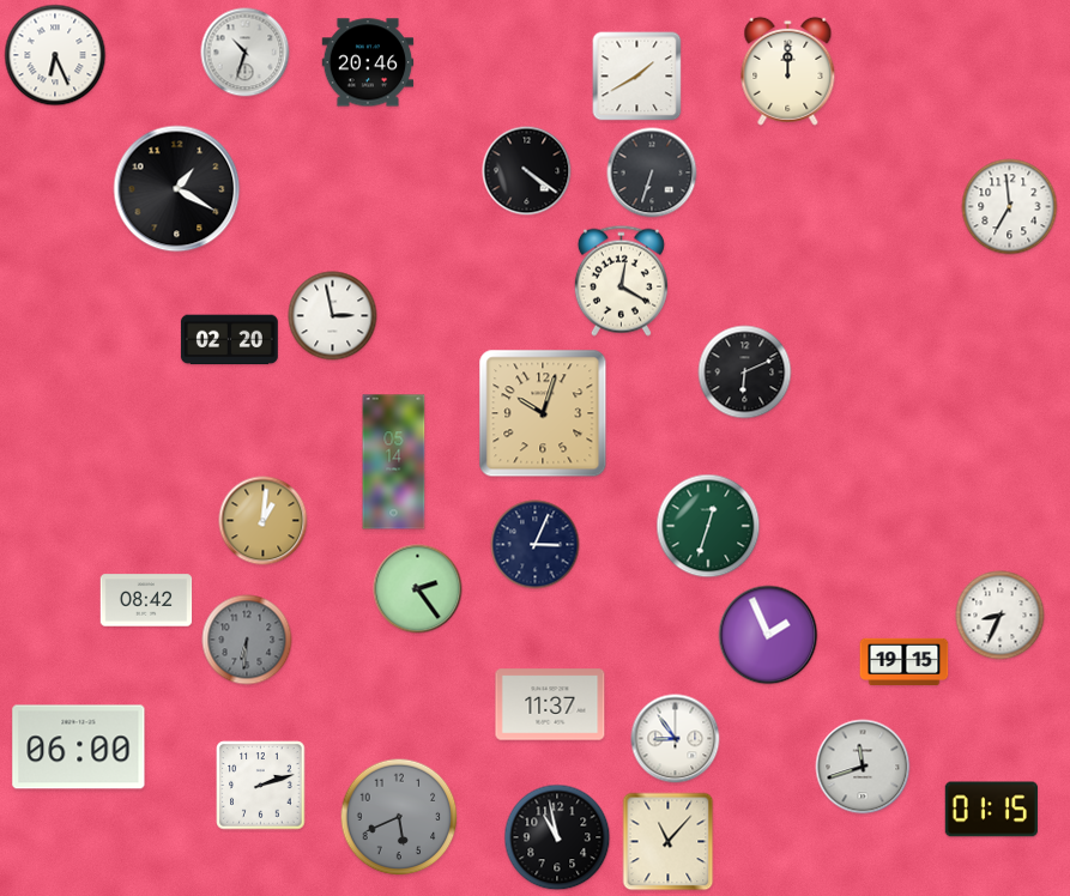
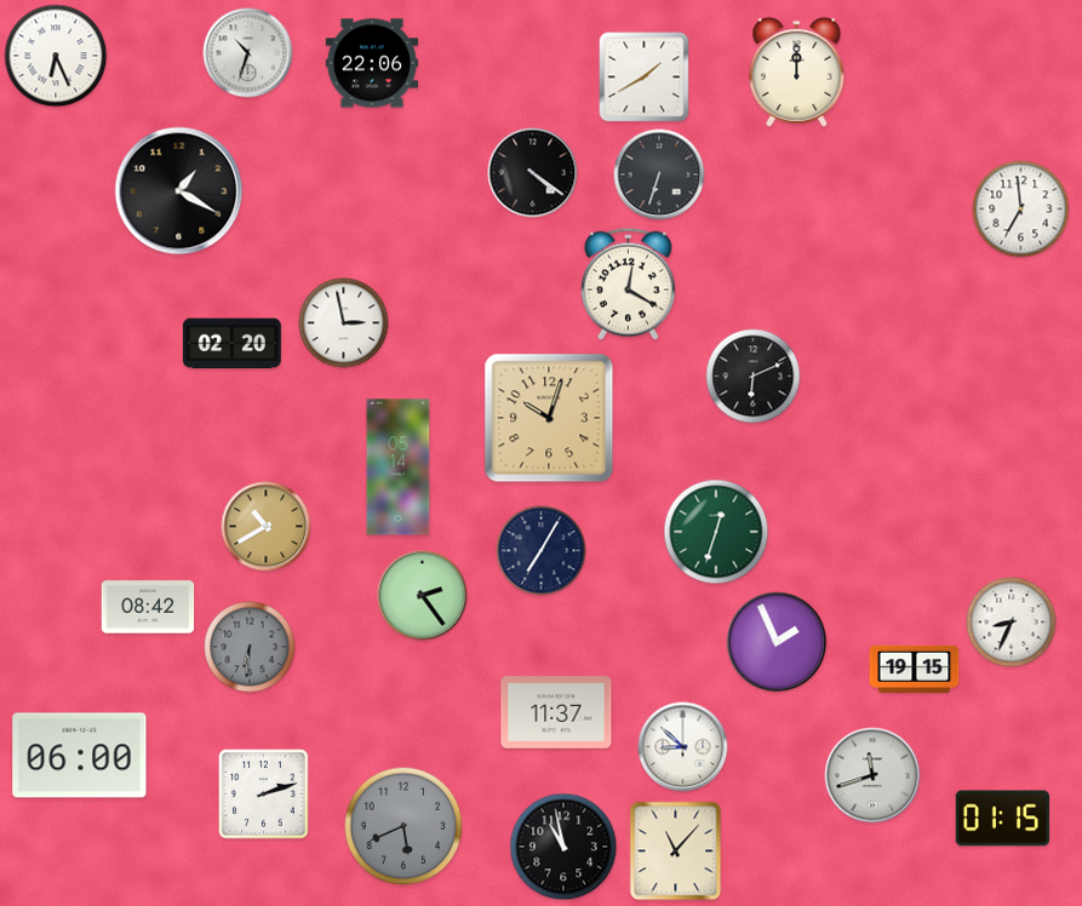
clock at (368, 62): 20:46 -> 22:06
clock at (333, 316) position: (333, 316) -> (344, 323)
clock at (264, 521): 1:01 -> 10:40
clock at (536, 545): 3:04 -> 7:05
clock at (676, 739): 8:54 -> 8:52
